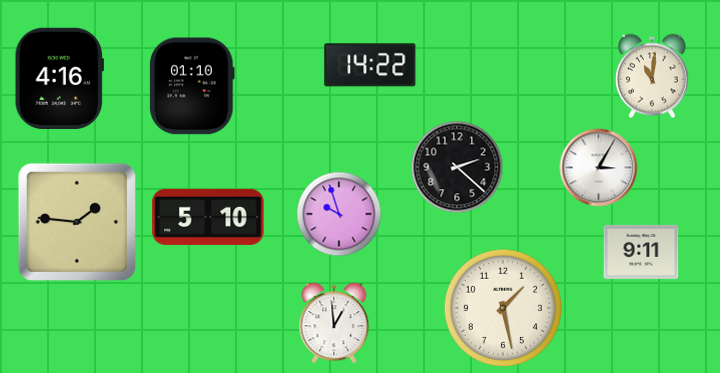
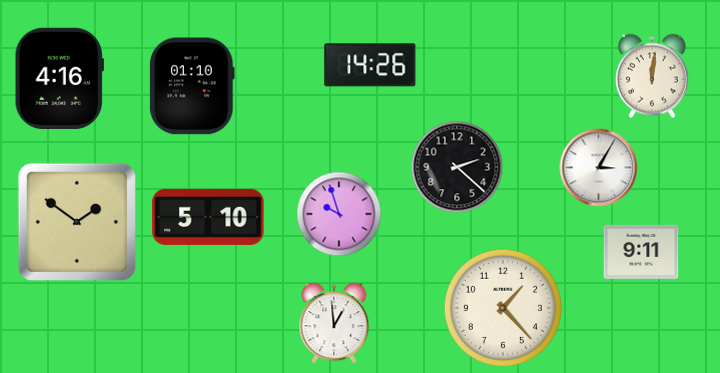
clock at (370, 65): 14:22 -> 14:26
clock at (653, 76): 11:01 -> 12:01
clock at (77, 222): 1:46 -> 1:51
clock at (503, 308): 1:28 -> 1:23
